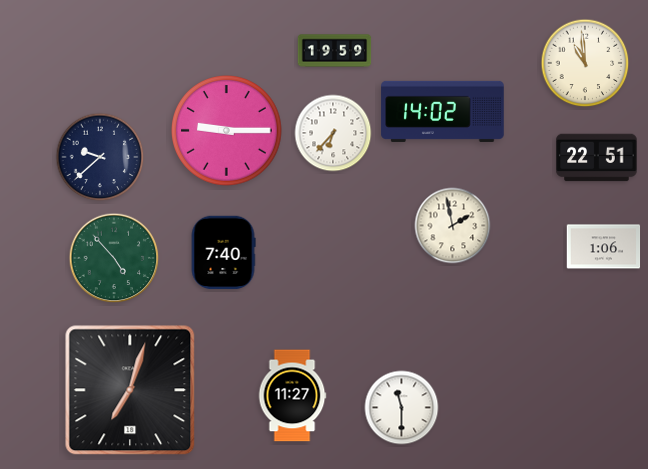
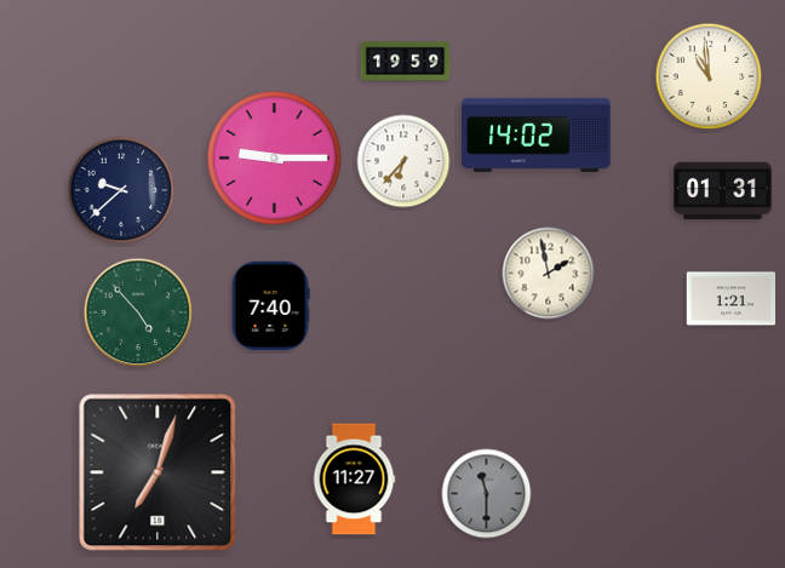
clock at (597, 158): 22:51 -> 01:31
clock at (604, 247): 1:06 -> 1:21
clock at (402, 408) dial: white -> grey
